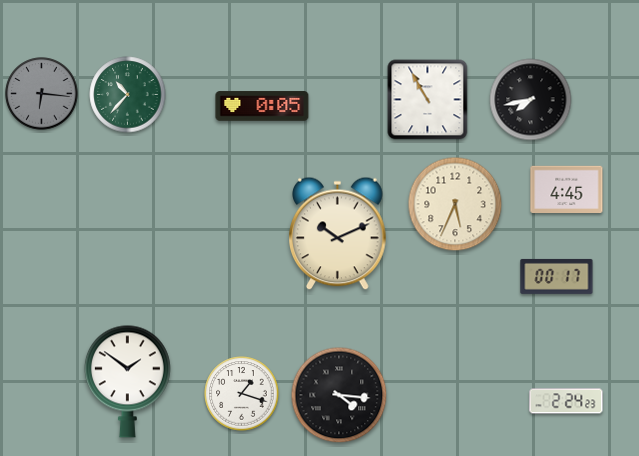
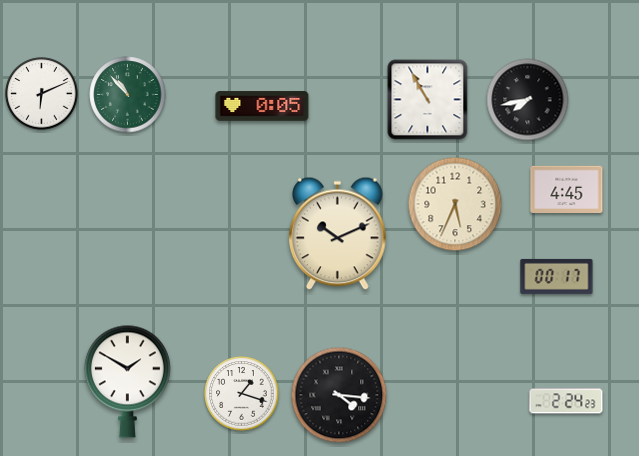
clock at (42, 94): 6:16 -> 6:11
clock at (42, 94) dial: grey -> white
clock at (128, 95): 10:37 -> 10:53
clock at (531, 100) position: (531, 100) -> (528, 100)
clock at (127, 381): 1:51 -> 1:50
